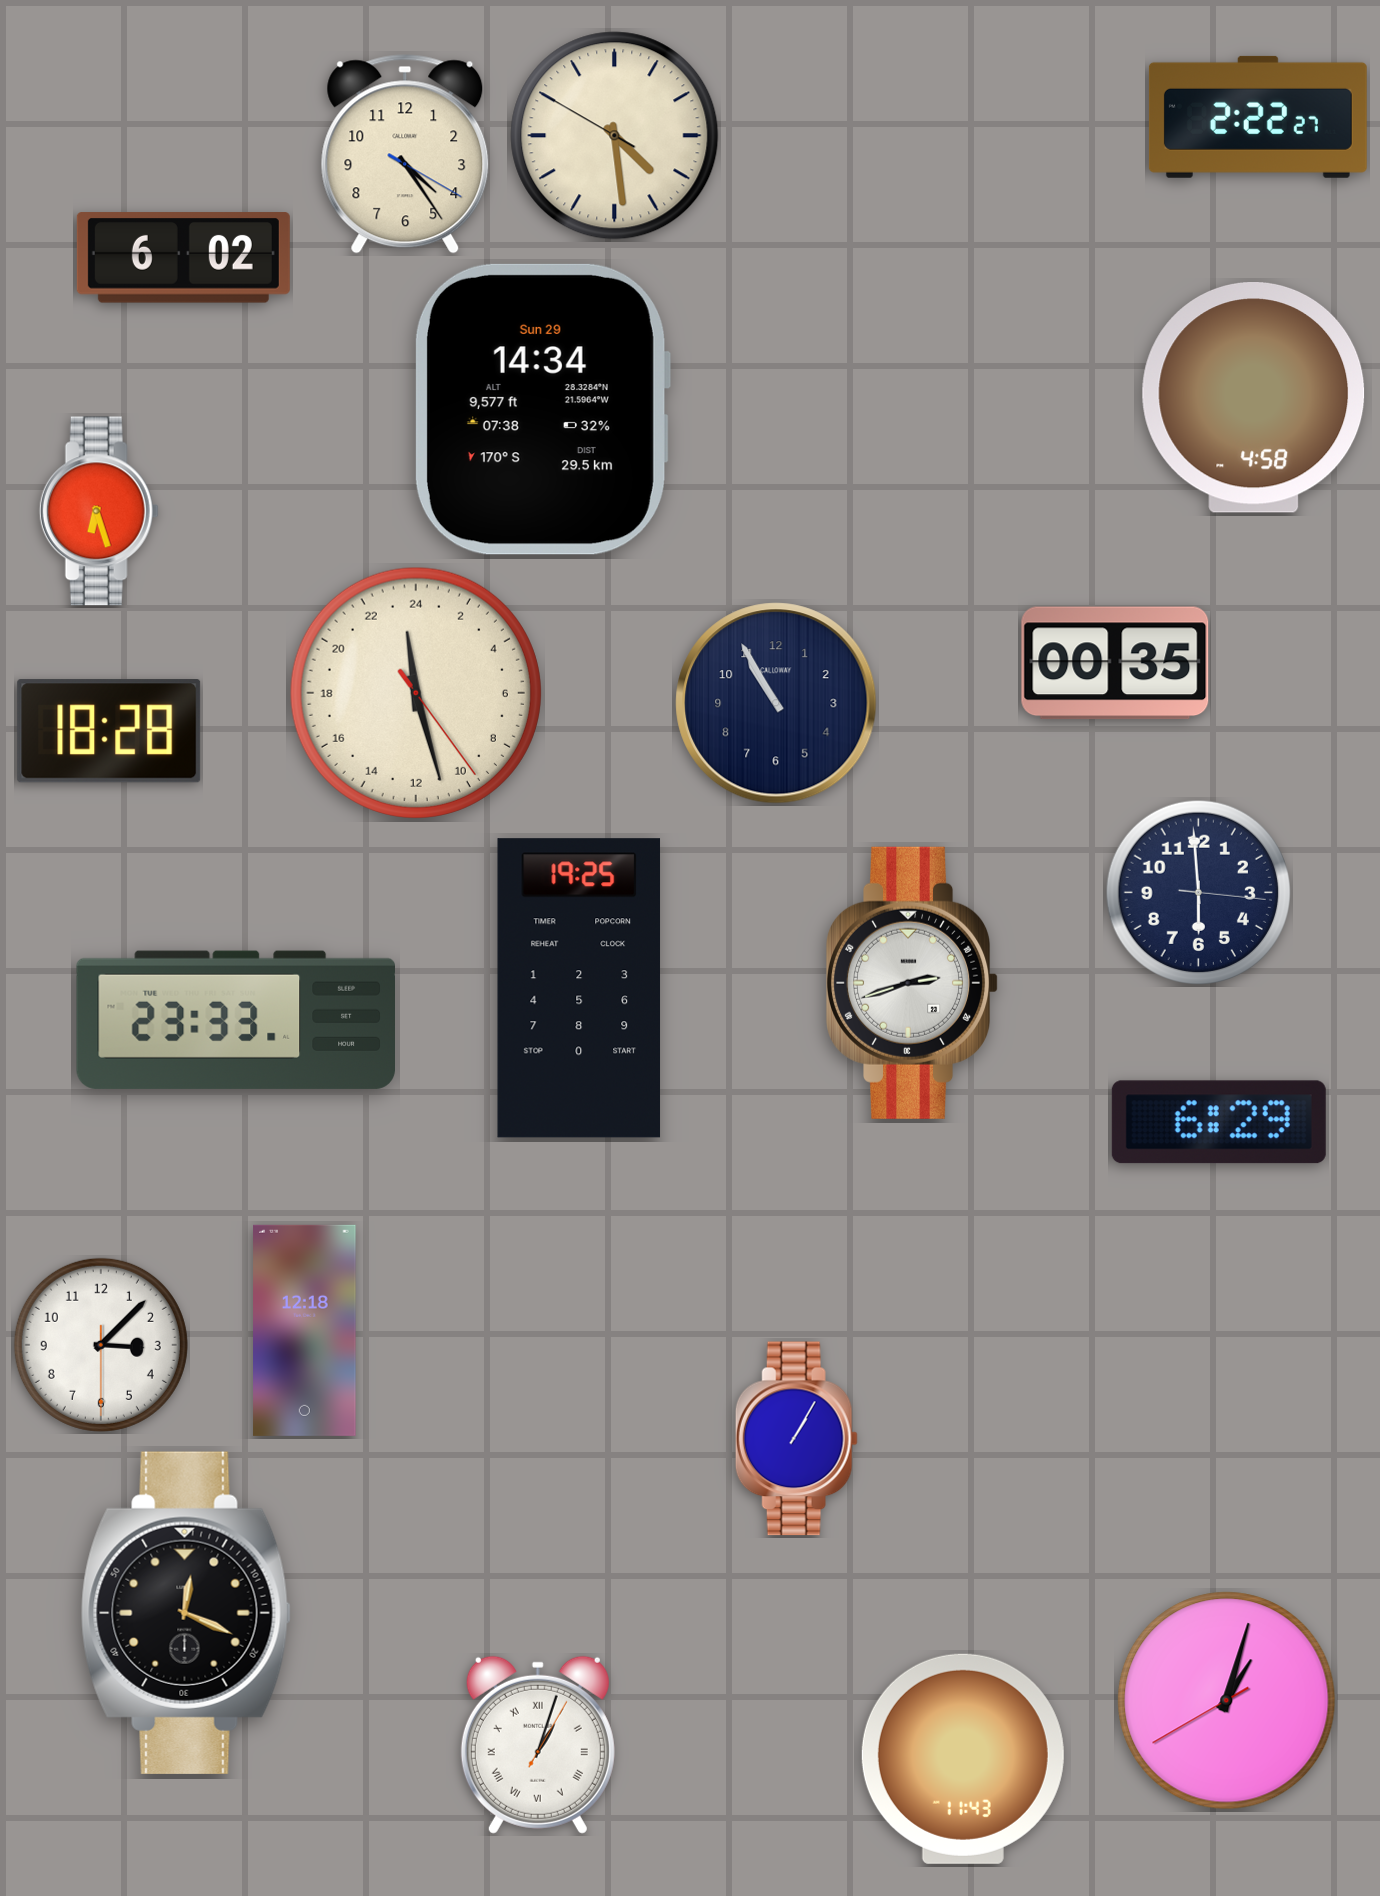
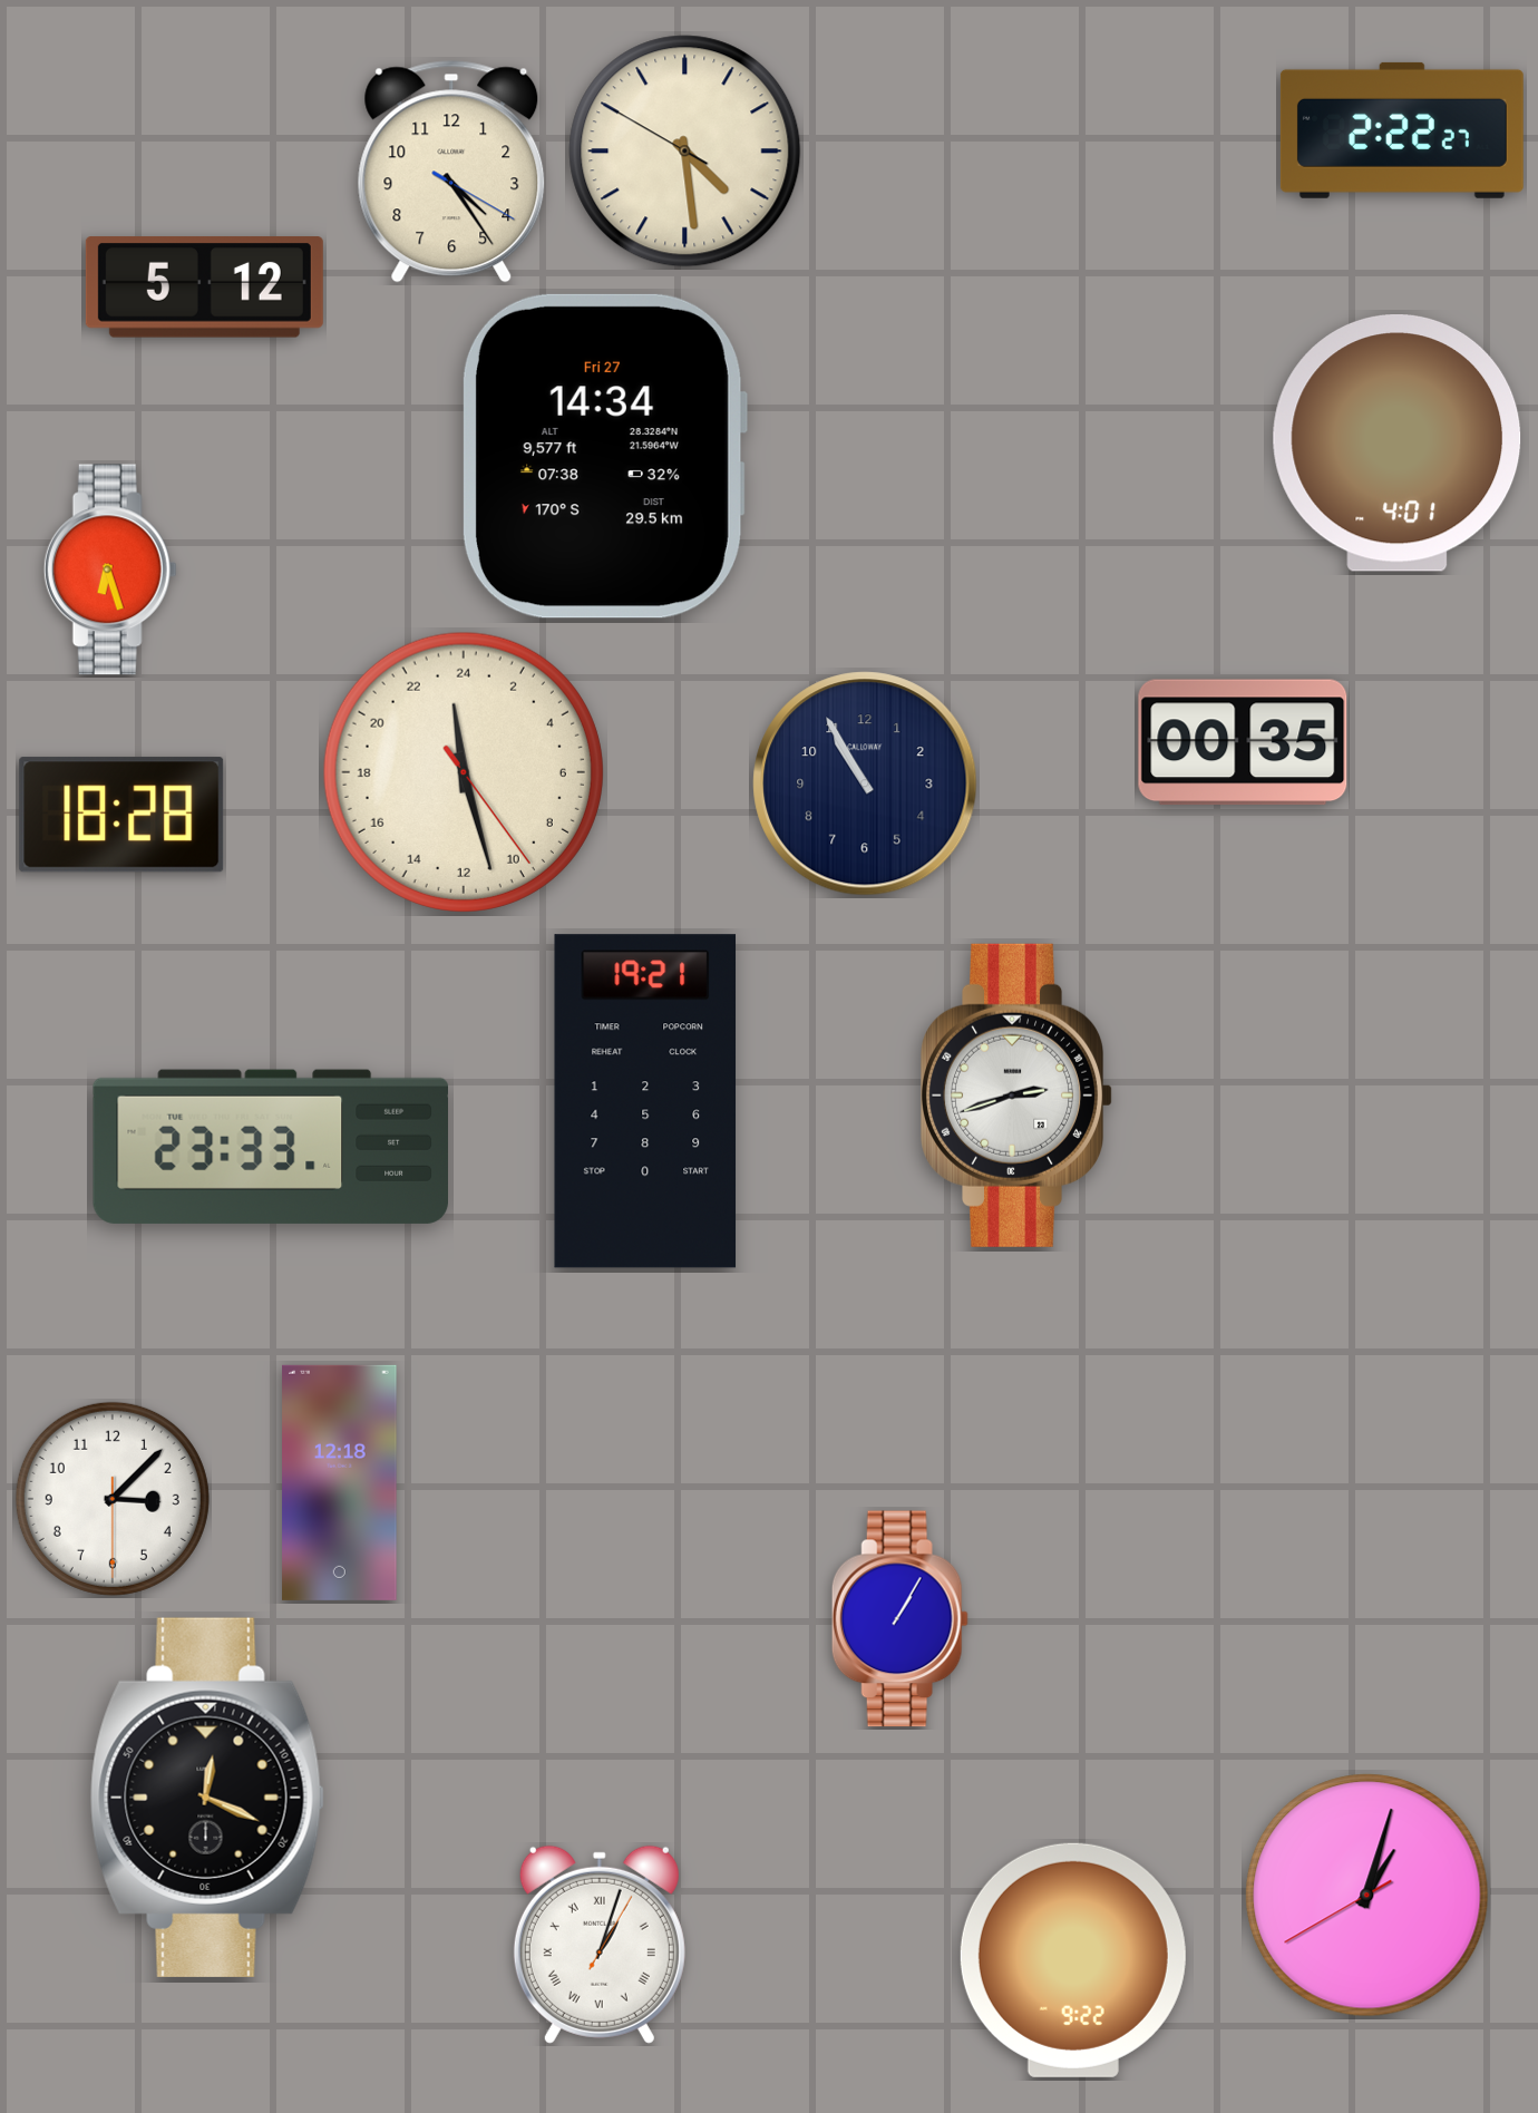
clock at (183, 258): 6:02 -> 5:12
clock at (1254, 397): 4:58 -> 4:01
clock at (542, 409) date: Sun 29 -> Fri 27
clock at (1115, 663) position: (1115, 663) -> (1243, 742)
clock at (1198, 892): 5:59 -> none
clock at (579, 988): 19:25 -> 19:21
clock at (235, 1020) position: (235, 1020) -> (270, 1147)
clock at (1219, 1122): 6:29 -> none
clock at (796, 1439) position: (796, 1439) -> (899, 1619)
clock at (963, 1759): 11:43 -> 9:22
